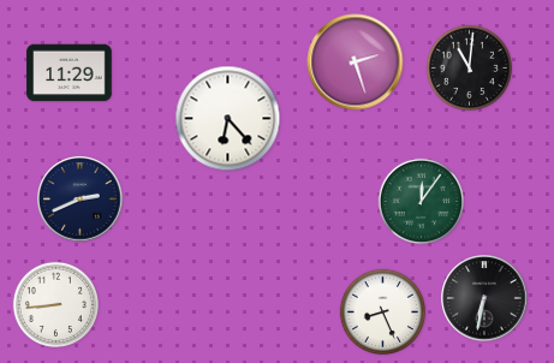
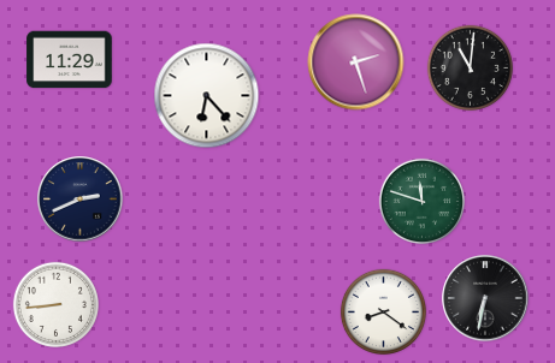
clock at (70, 73) position: (70, 73) -> (70, 60)
clock at (228, 119) position: (228, 119) -> (207, 96)
clock at (421, 201): 12:06 -> 11:48
clock at (382, 311): 8:26 -> 8:21
